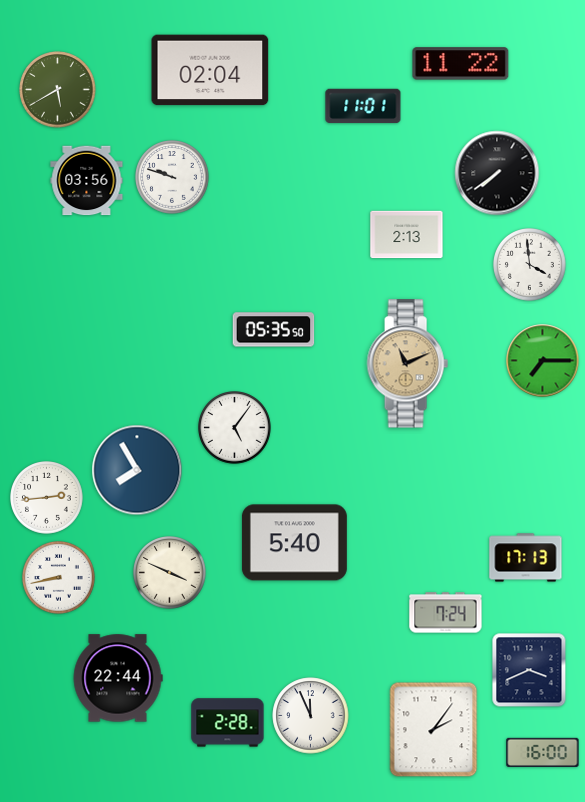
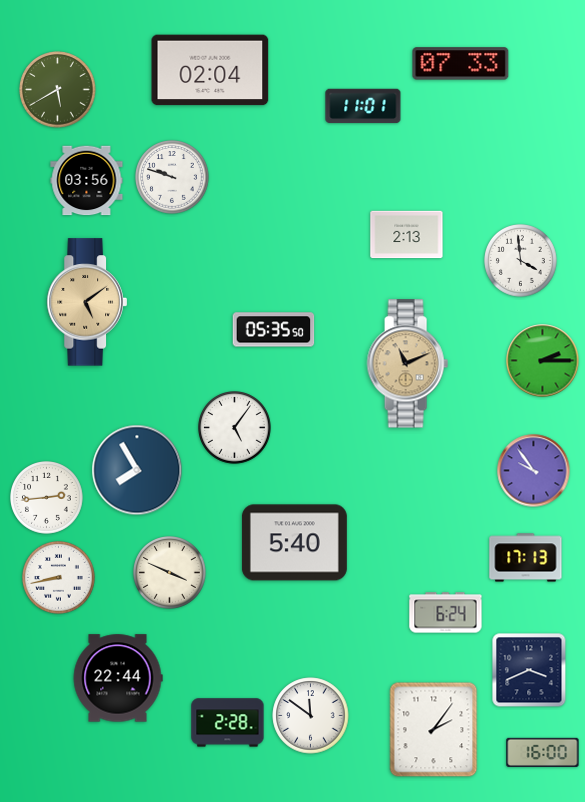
clock at (461, 64): 11:22 -> 07:33
clock at (497, 173): 7:39 -> none
clock at (530, 265) position: (530, 265) -> (521, 261)
clock at (87, 302): none -> 5:09
clock at (543, 361): 7:15 -> 2:15
clock at (534, 471): none -> 9:54
clock at (446, 613): 7:24 -> 6:24
clock at (311, 716): 11:56 -> 11:51
